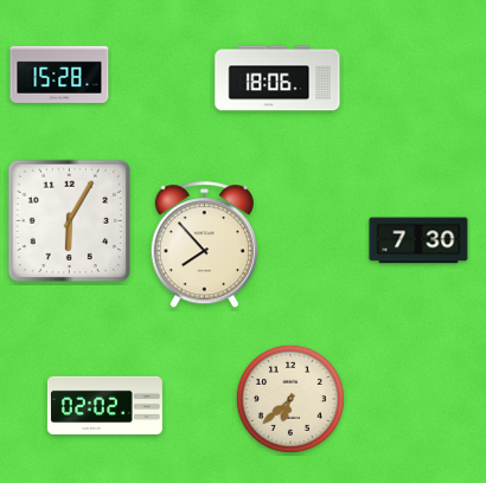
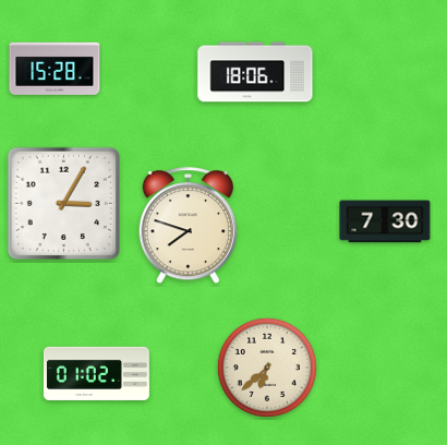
clock at (69, 220): 6:05 -> 3:05
clock at (204, 245): 7:53 -> 7:48
clock at (104, 405): 02:02 -> 01:02
